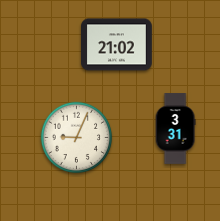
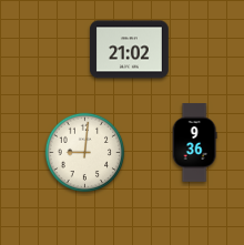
clock at (175, 129): 3:31 -> 9:36
clock at (77, 138): 9:04 -> 9:01
